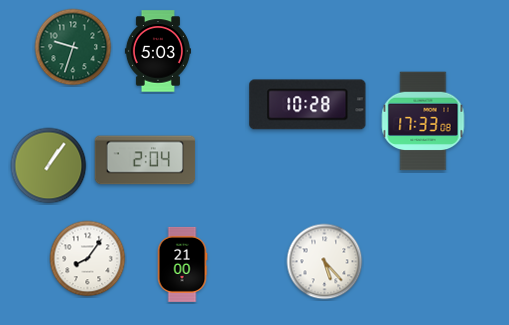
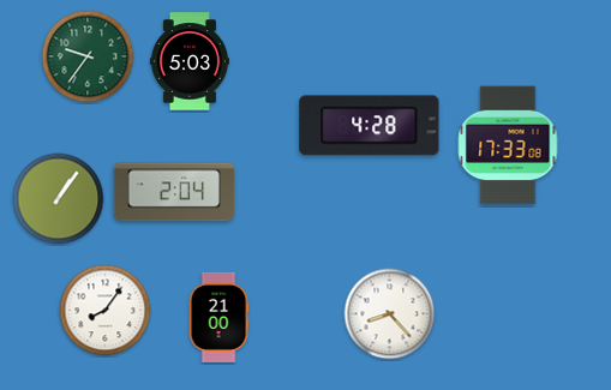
clock at (73, 47): 9:33 -> 9:36
clock at (308, 105): 10:28 -> 4:28
clock at (325, 262): 5:23 -> 8:23
